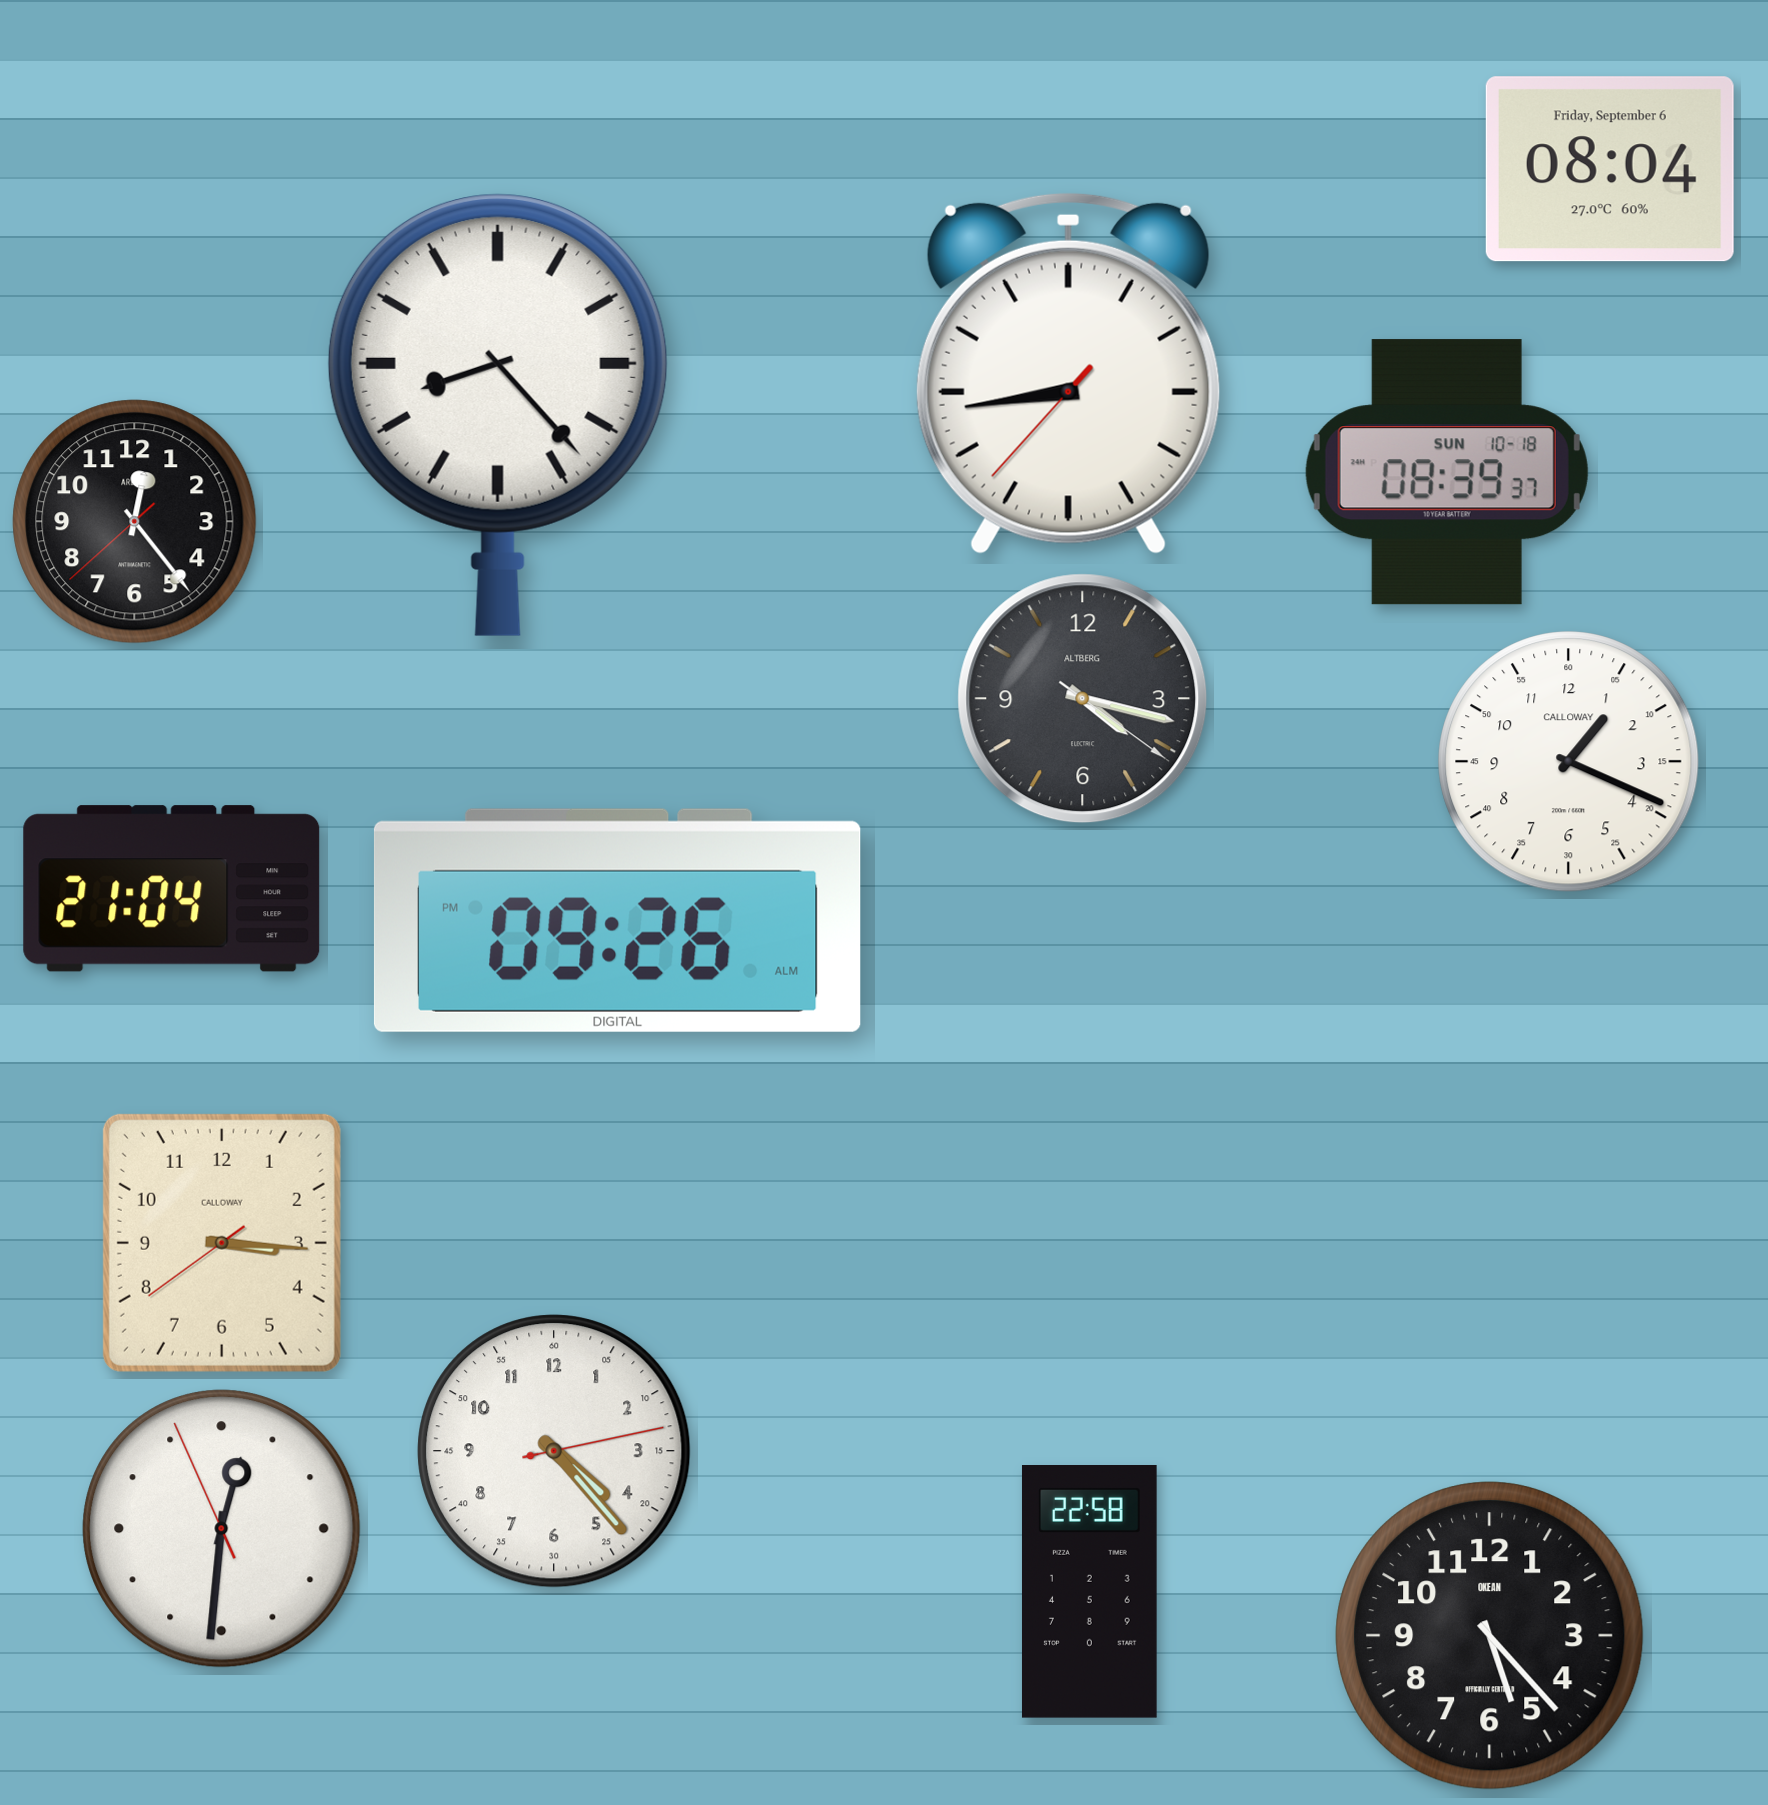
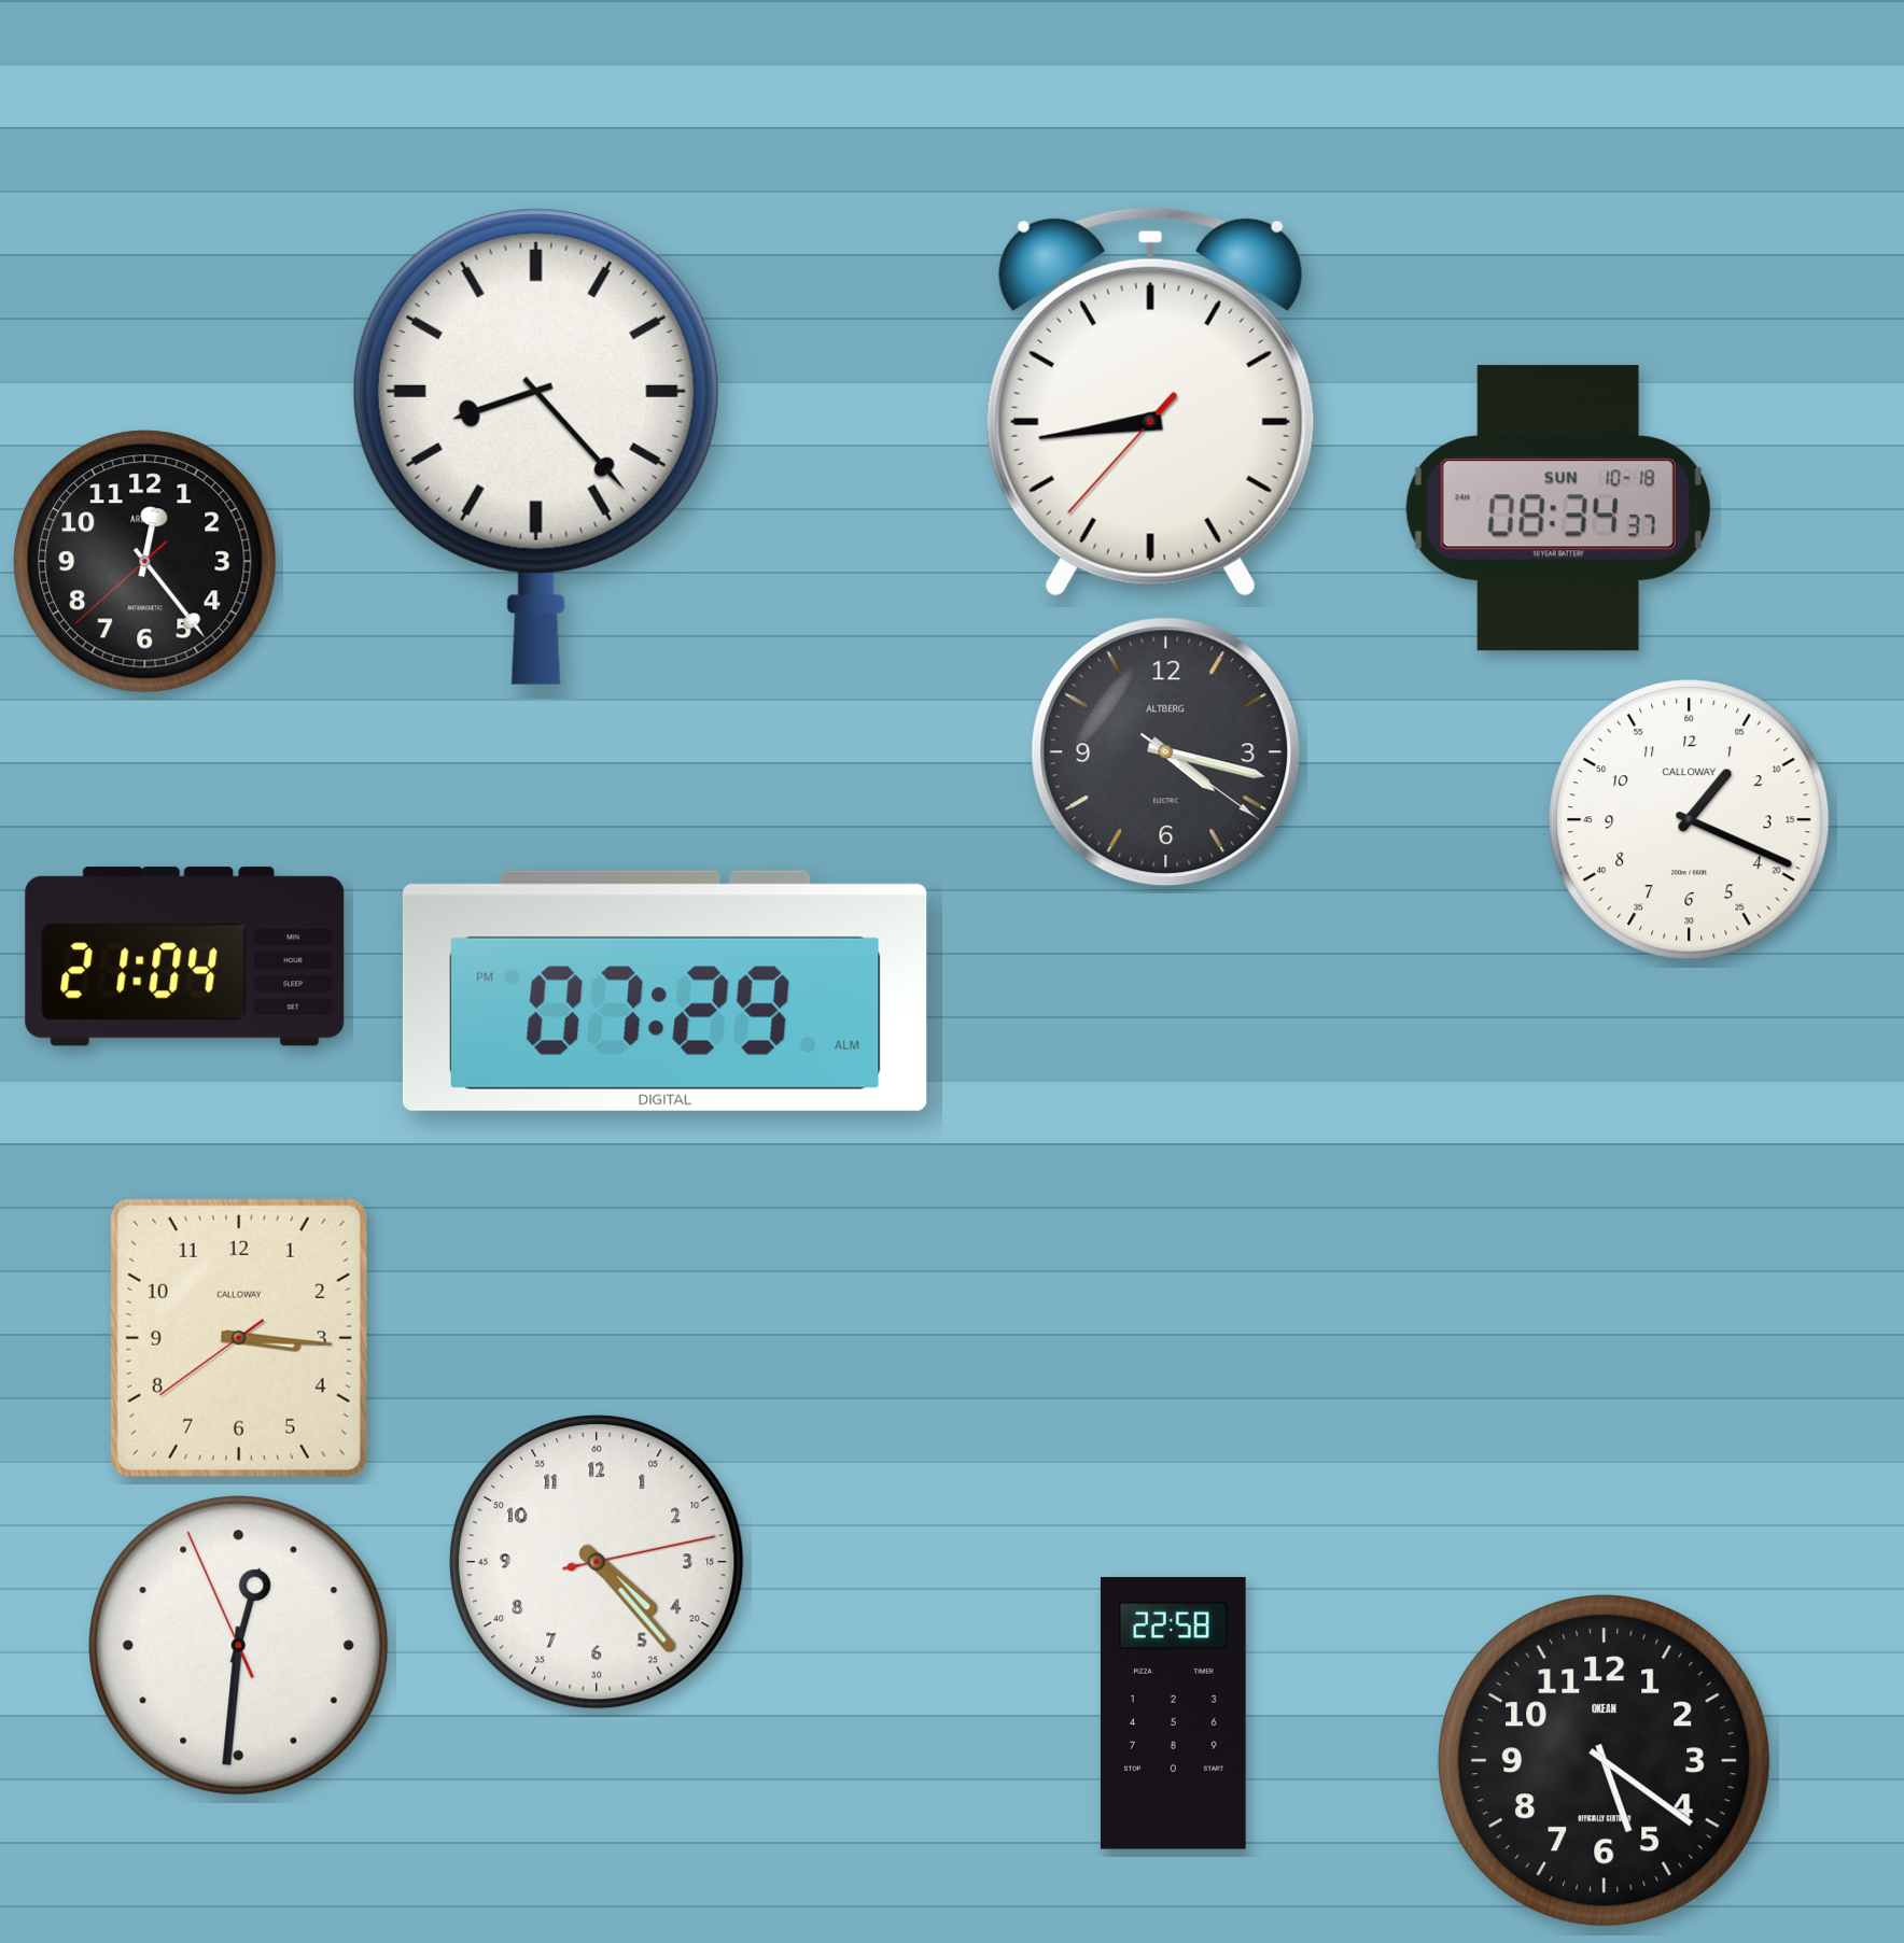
clock at (1610, 169): 08:04 -> none
clock at (1447, 472): 08:39 -> 08:34
clock at (617, 920): 09:26 -> 07:29
clock at (1490, 1636): 5:23 -> 5:21
